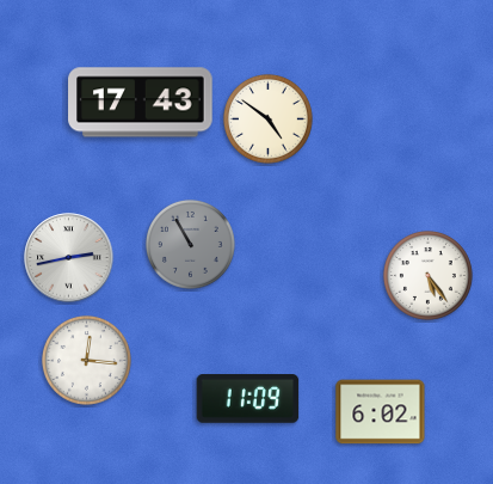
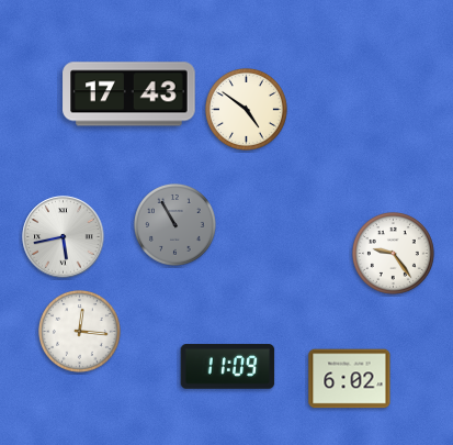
clock at (69, 258): 2:43 -> 5:43
clock at (427, 275): 5:24 -> 9:24
